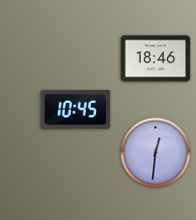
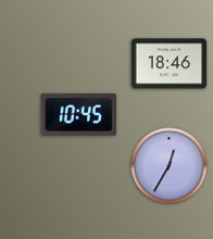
clock at (76, 110) position: (76, 110) -> (79, 115)
clock at (156, 153): 12:31 -> 12:35
